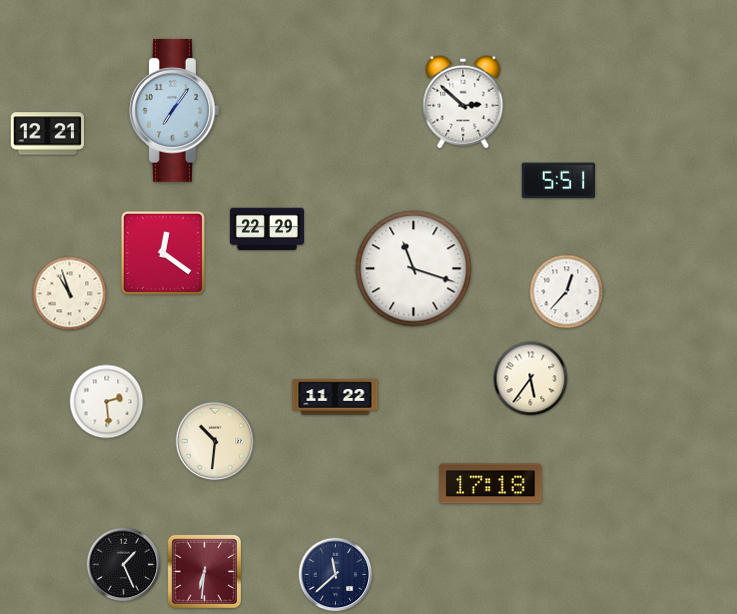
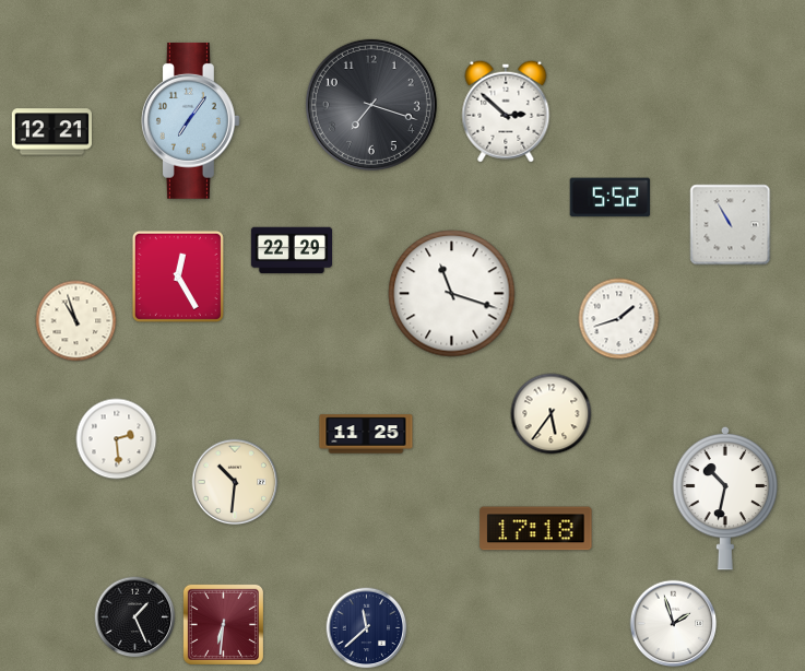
clock at (371, 105): none -> 7:18
clock at (47, 134) position: (47, 134) -> (51, 132)
clock at (558, 181): 5:51 -> 5:52
clock at (731, 225): none -> 10:55
clock at (163, 253): 12:21 -> 12:25
clock at (567, 292): 12:37 -> 1:42
clock at (531, 379) position: (531, 379) -> (552, 414)
clock at (335, 397): 11:22 -> 11:25
clock at (725, 498): none -> 10:32
clock at (674, 624): none -> 1:57
